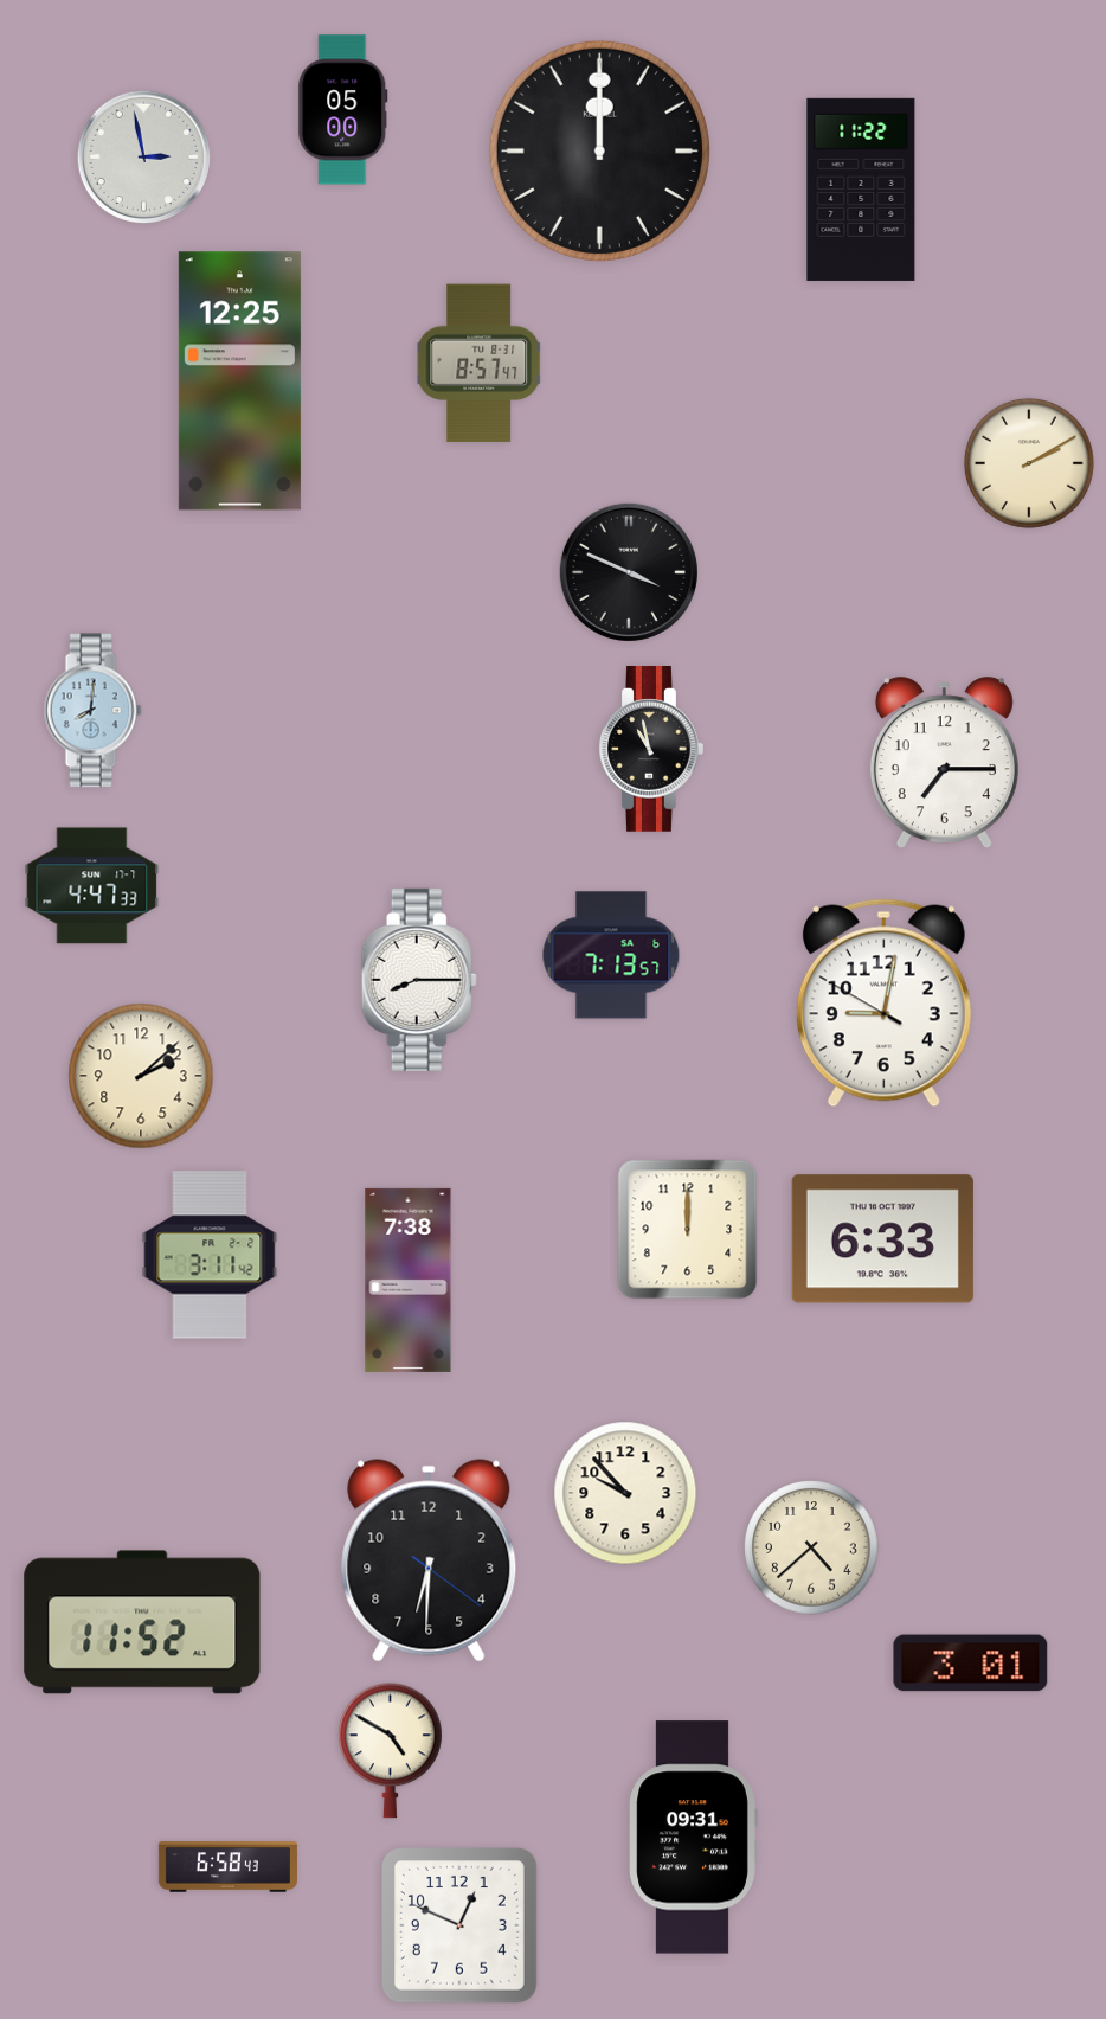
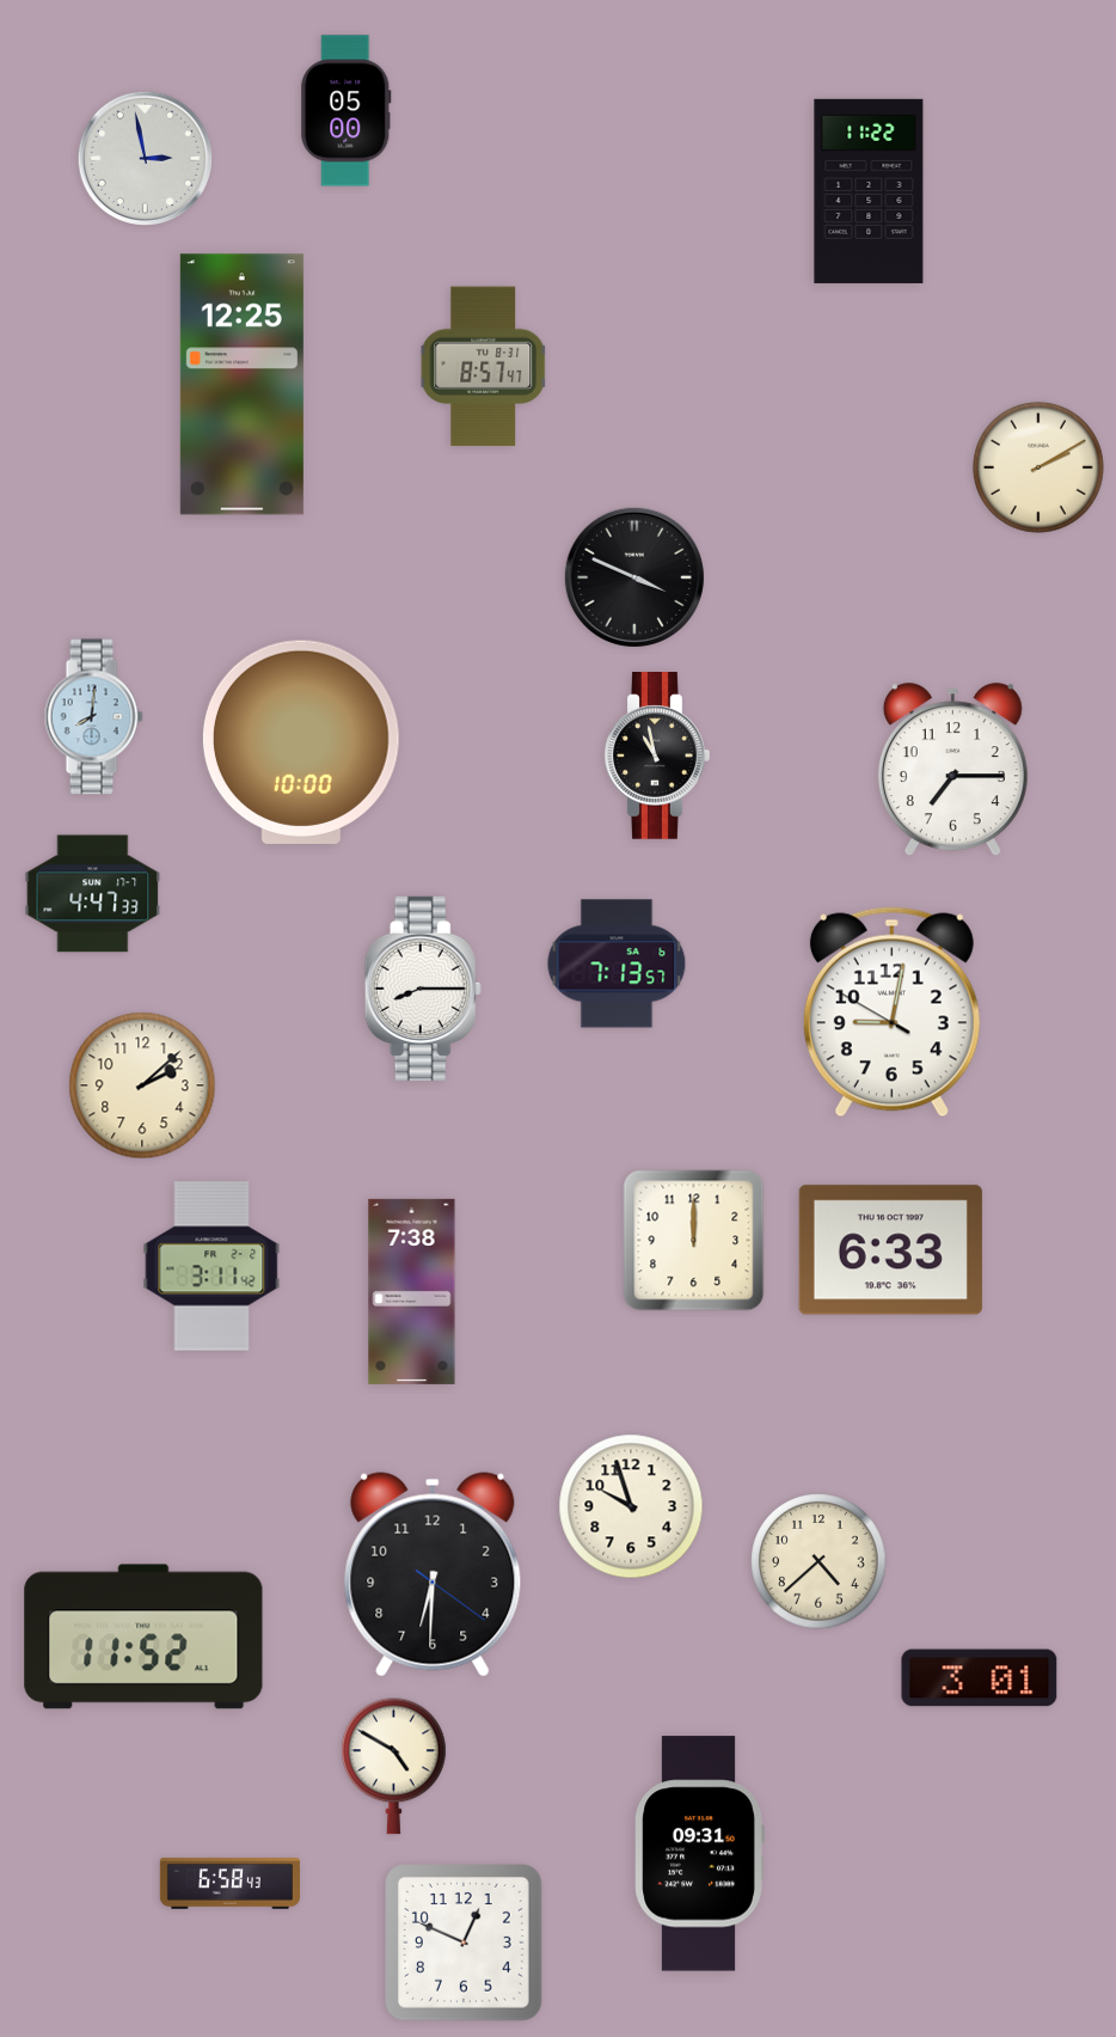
clock at (599, 150): 12:00 -> none
clock at (301, 742): none -> 10:00
clock at (625, 1493): 9:53 -> 9:57
